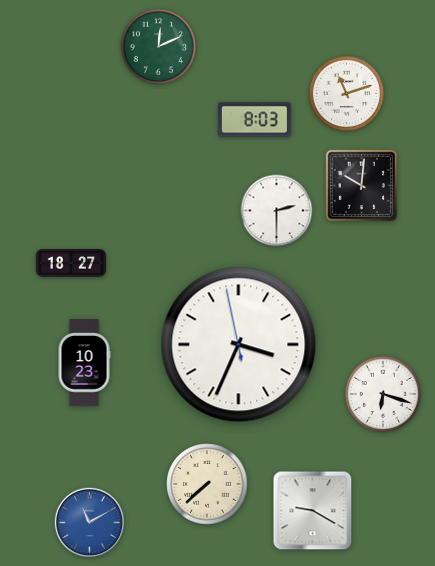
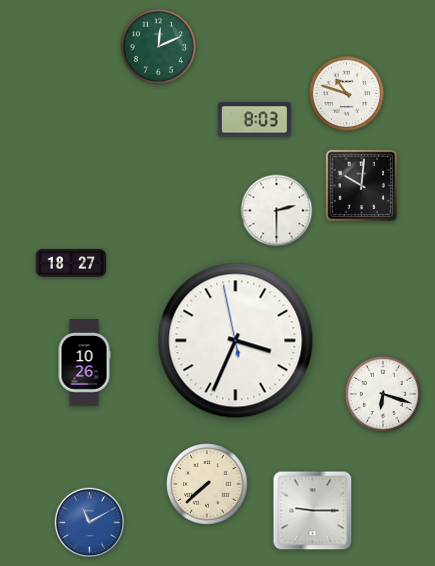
clock at (347, 94): 11:12 -> 10:48
clock at (239, 345) position: (239, 345) -> (236, 341)
clock at (84, 363): 10:23 -> 10:26
clock at (313, 511): 9:20 -> 9:15
